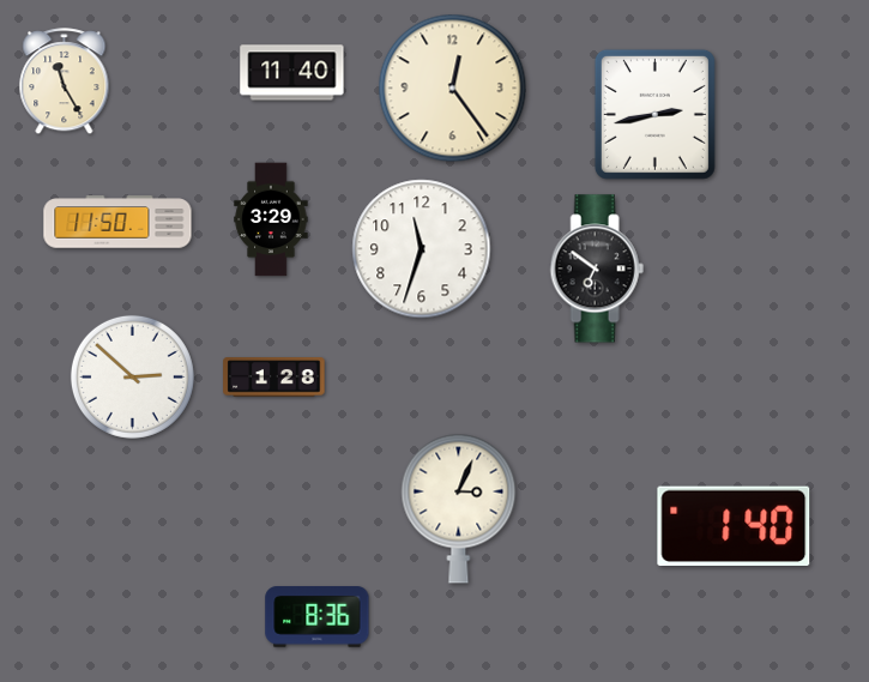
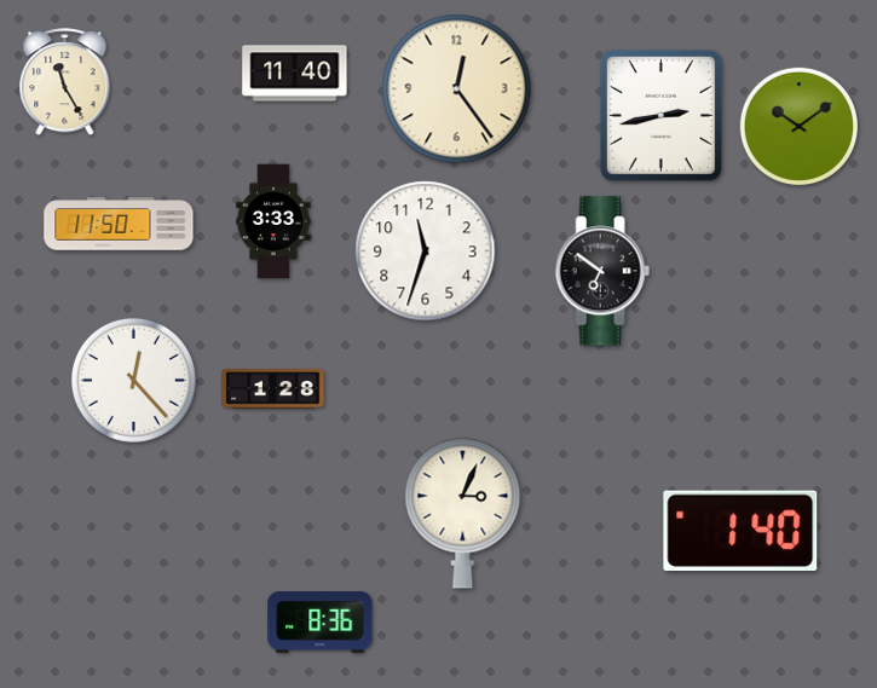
clock at (798, 126): none -> 10:09
clock at (271, 219): 3:29 -> 3:33
clock at (132, 376): 2:52 -> 12:23
clock at (274, 378) position: (274, 378) -> (273, 389)
